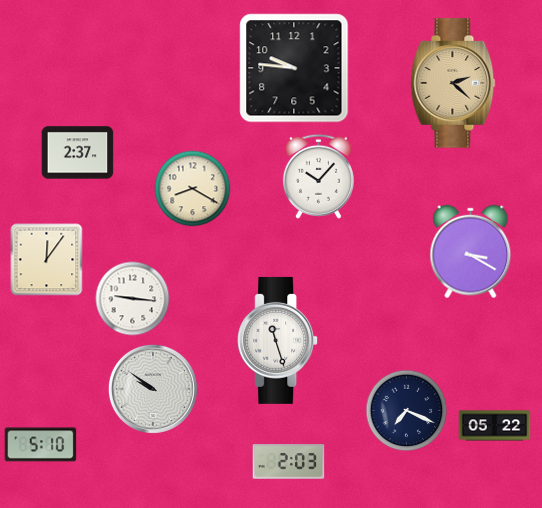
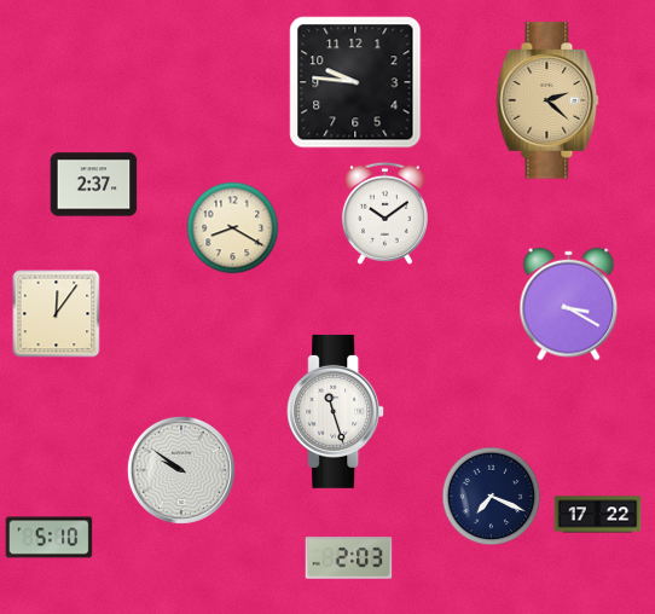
clock at (318, 176): 10:07 -> 10:09
clock at (133, 299): 9:16 -> none
clock at (153, 389) position: (153, 389) -> (181, 470)
clock at (495, 426): 05:22 -> 17:22
